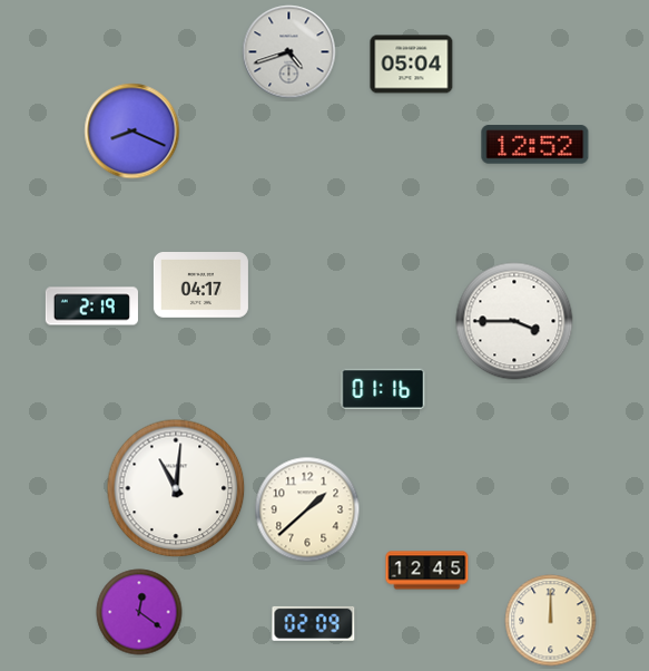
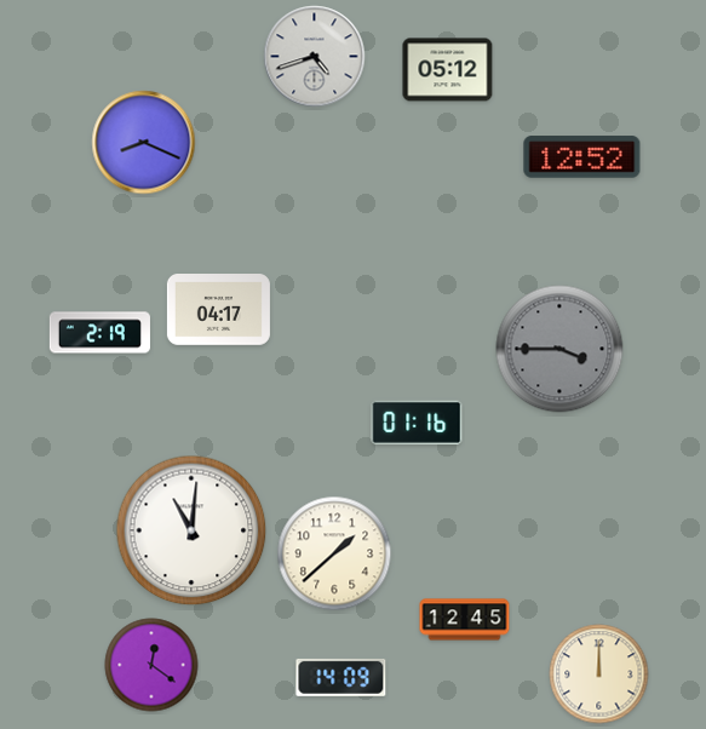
clock at (412, 65): 05:04 -> 05:12
clock at (514, 321) dial: white -> grey
clock at (314, 623): 02:09 -> 14:09
